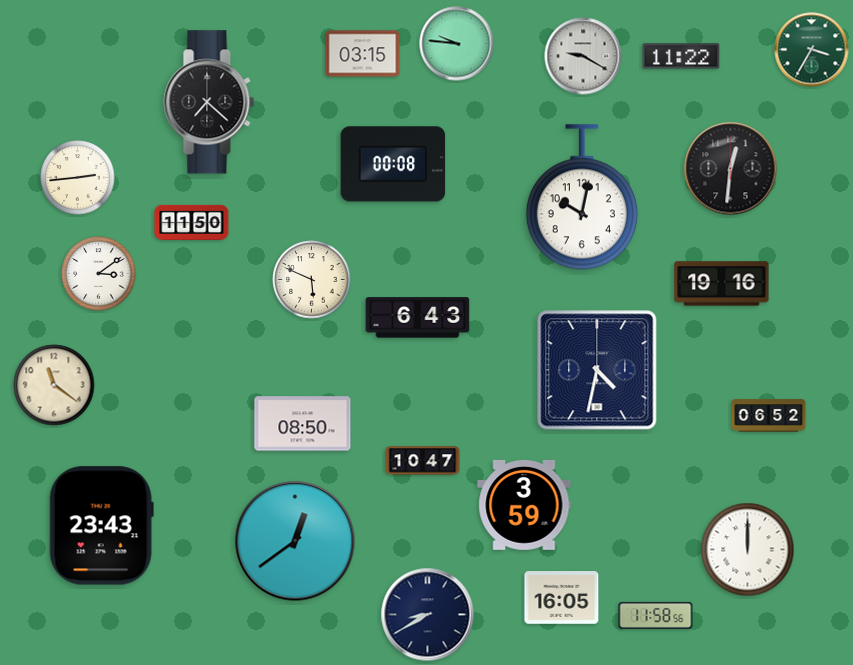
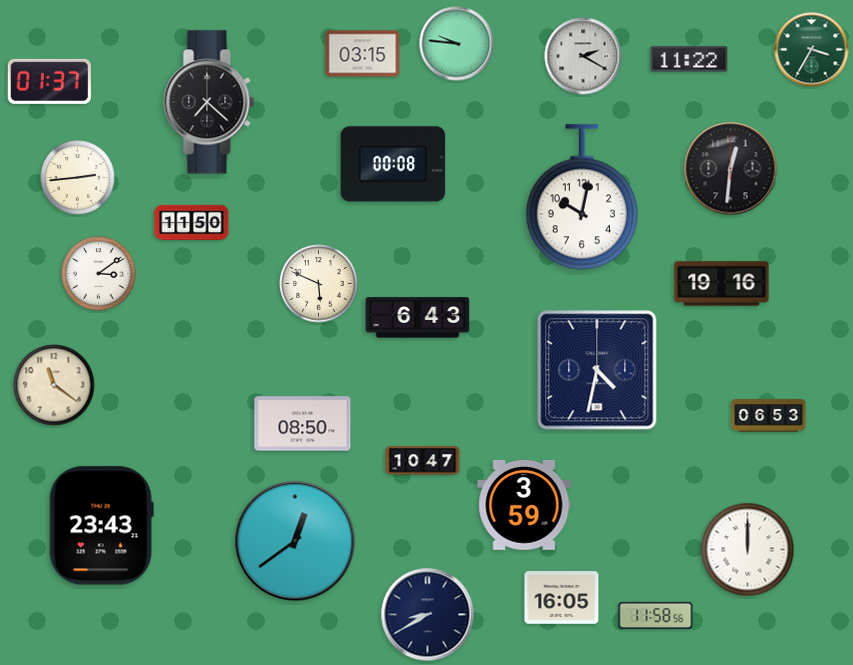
clock at (583, 56): 9:20 -> 2:20
clock at (681, 56) position: (681, 56) -> (689, 59)
clock at (49, 81): none -> 01:37
clock at (312, 280) position: (312, 280) -> (319, 284)
clock at (769, 416): 06:52 -> 06:53
